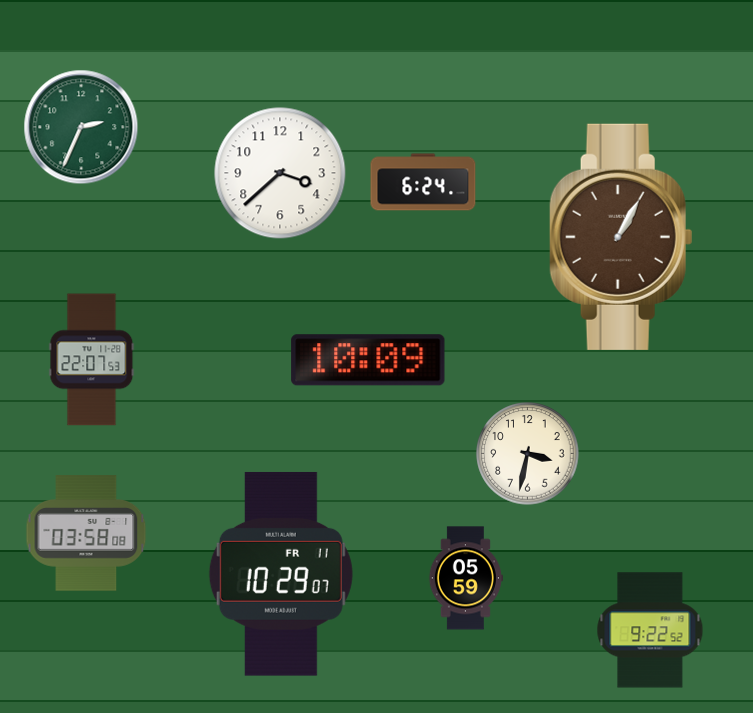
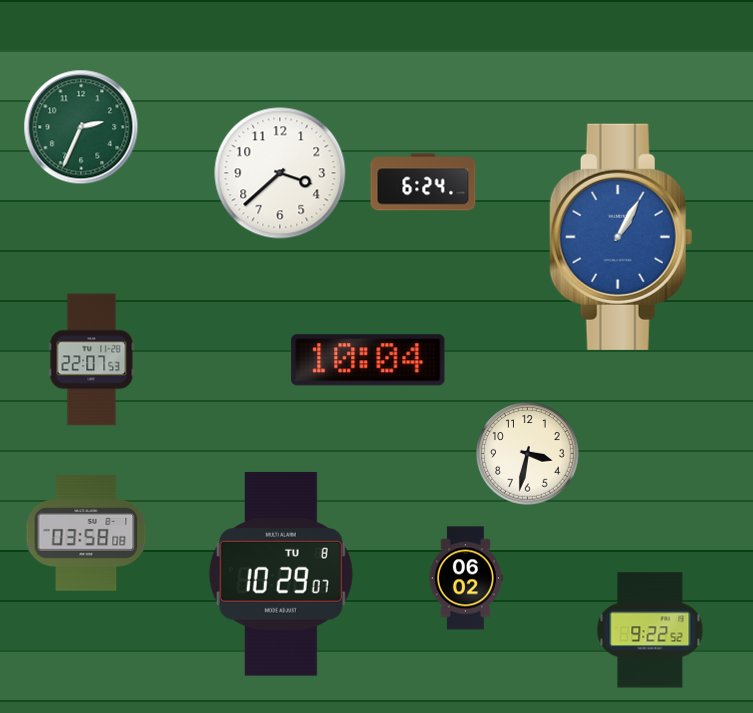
clock at (621, 237) dial: brown -> blue
clock at (368, 360): 10:09 -> 10:04
clock at (281, 574) date: FR 11 -> TU 8
clock at (465, 578): 05:59 -> 06:02
